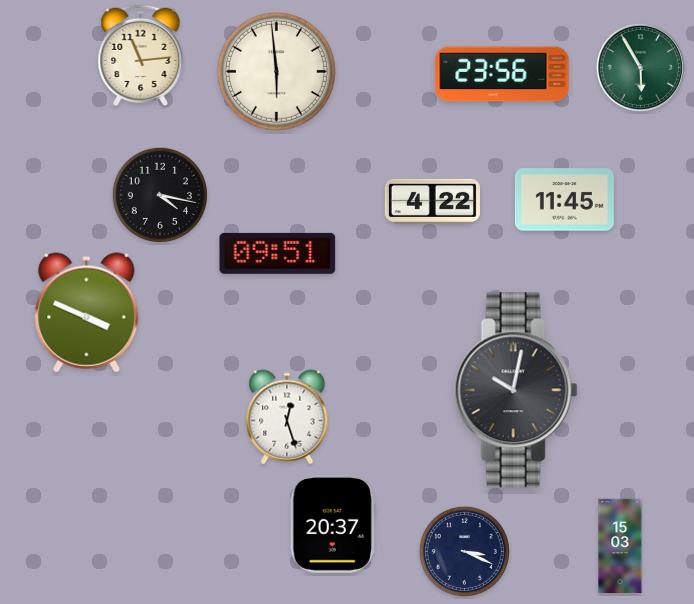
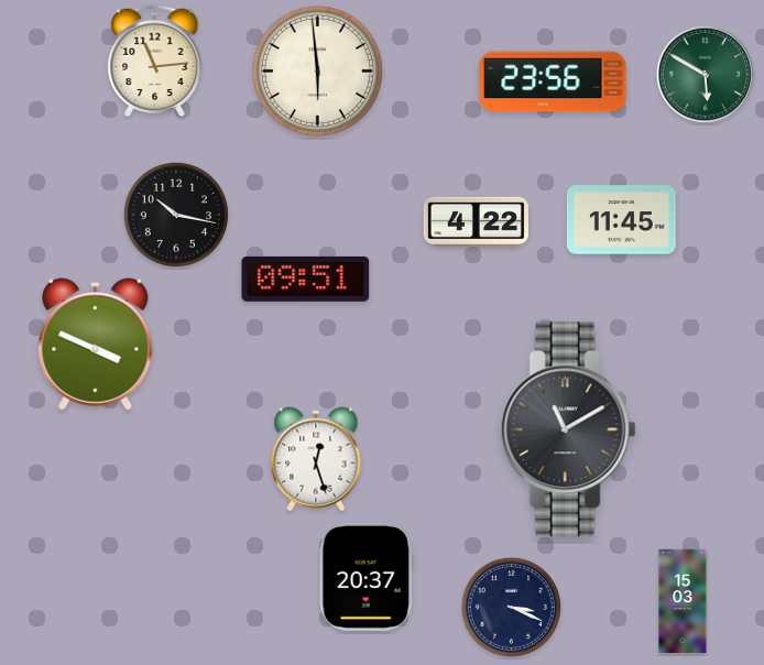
clock at (640, 67): 5:55 -> 5:50
clock at (276, 71) position: (276, 71) -> (317, 70)
clock at (160, 195): 4:17 -> 10:17
clock at (516, 390): 10:02 -> 11:10
